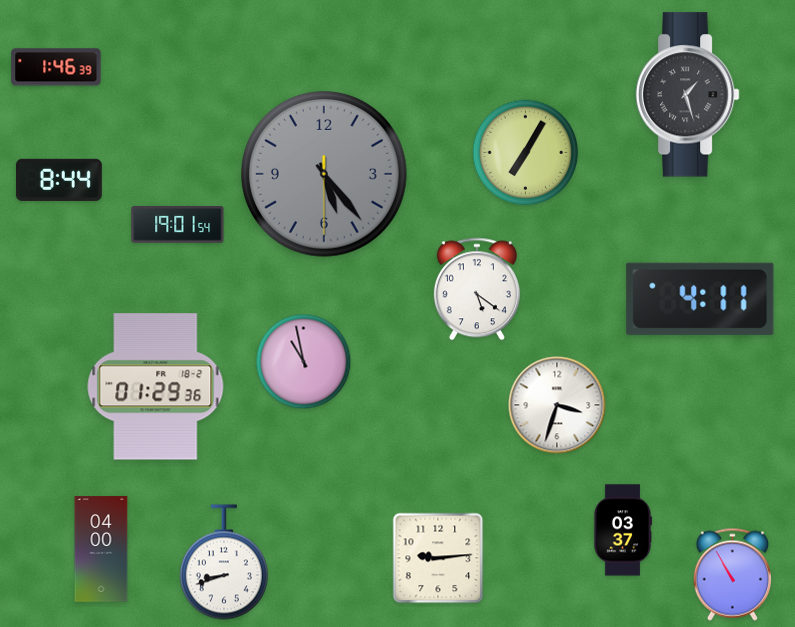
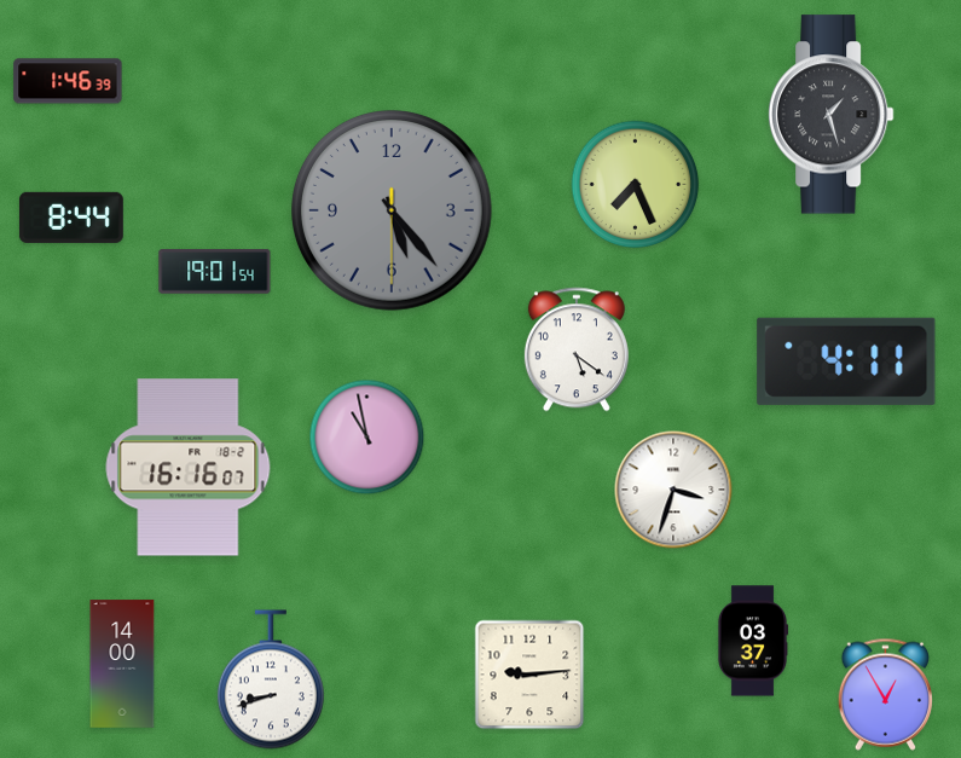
clock at (526, 153): 7:05 -> 7:26
clock at (156, 387): 01:29 -> 16:16
clock at (101, 549): 04:00 -> 14:00
clock at (733, 574): 10:55 -> 12:55
